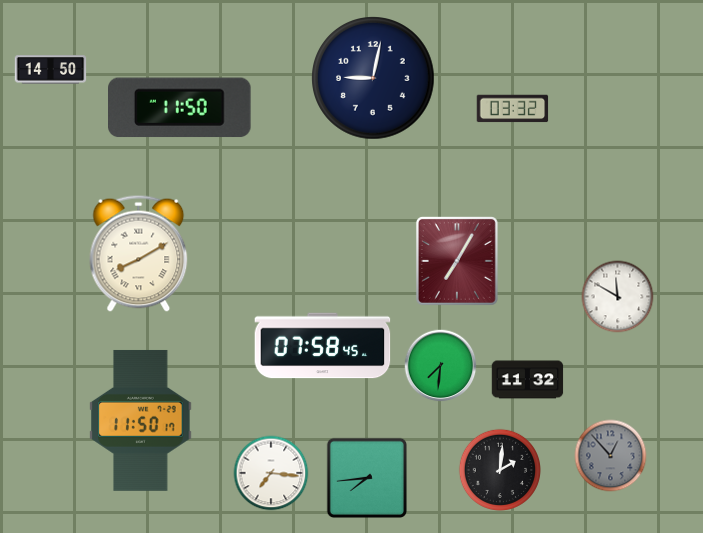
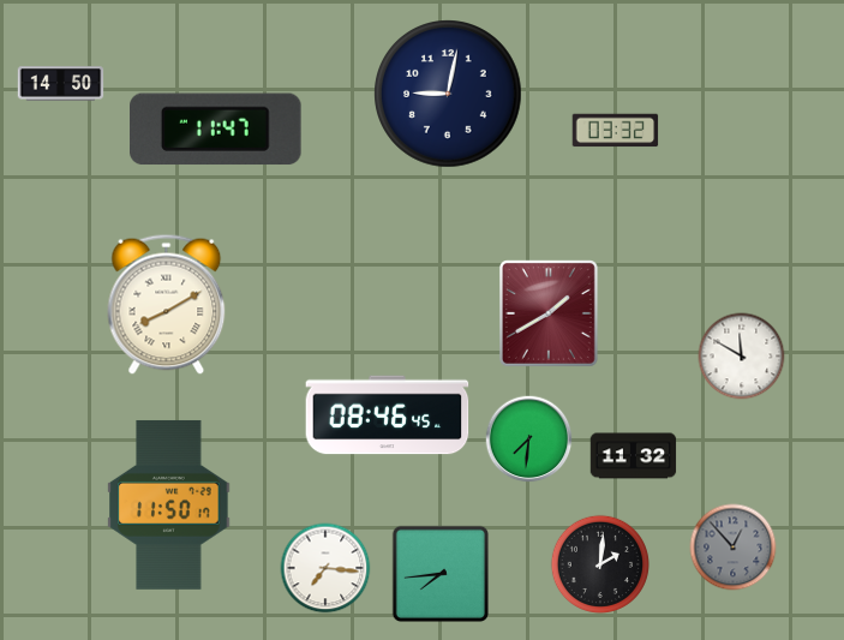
clock at (180, 108): 11:50 -> 11:47
clock at (457, 261): 7:05 -> 1:40
clock at (323, 346): 07:58 -> 08:46
